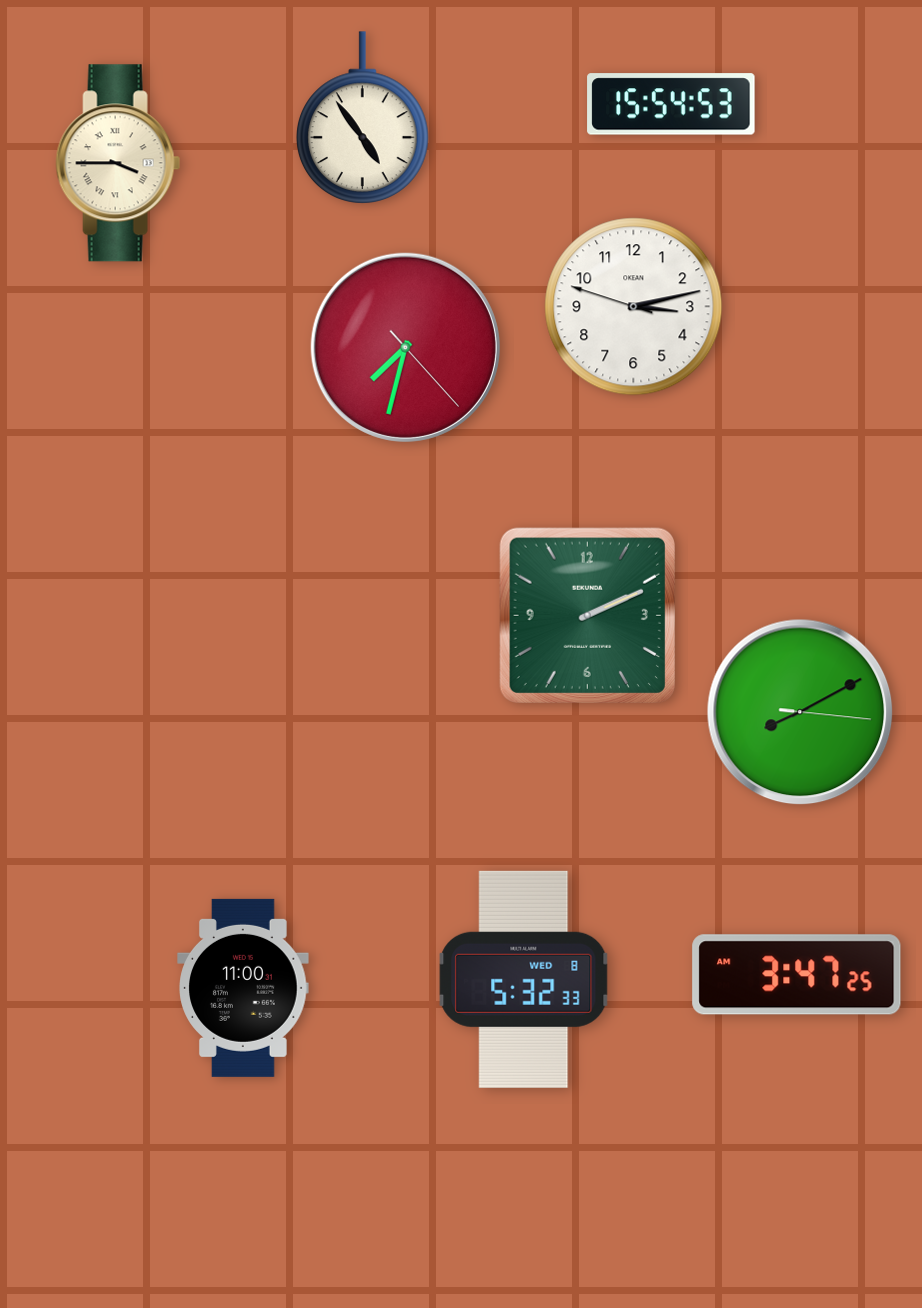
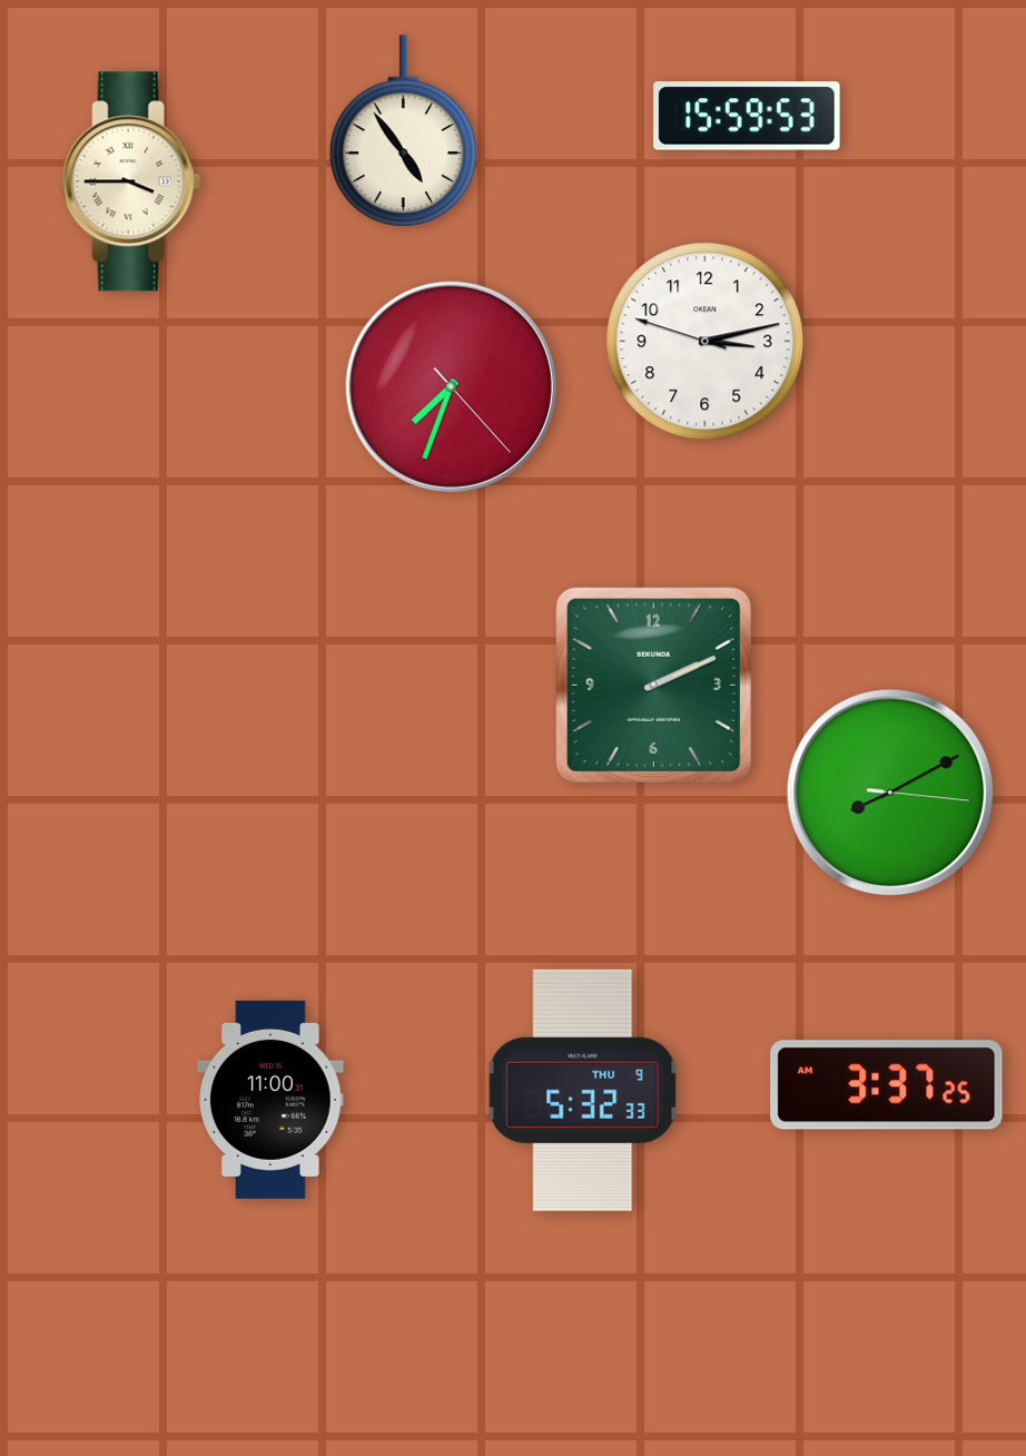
clock at (671, 104): 15:54 -> 15:59
clock at (405, 347): 7:32 -> 7:33
clock at (797, 975): 3:47 -> 3:37
clock at (524, 979) date: WED 8 -> THU 9
